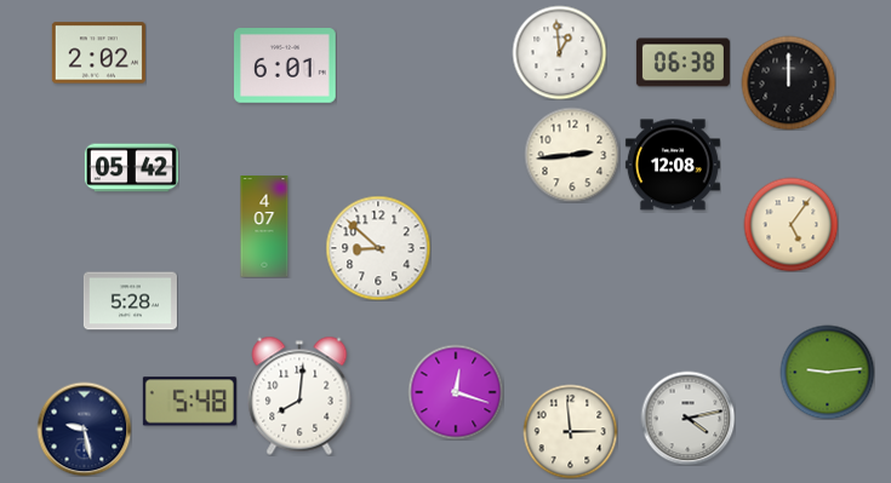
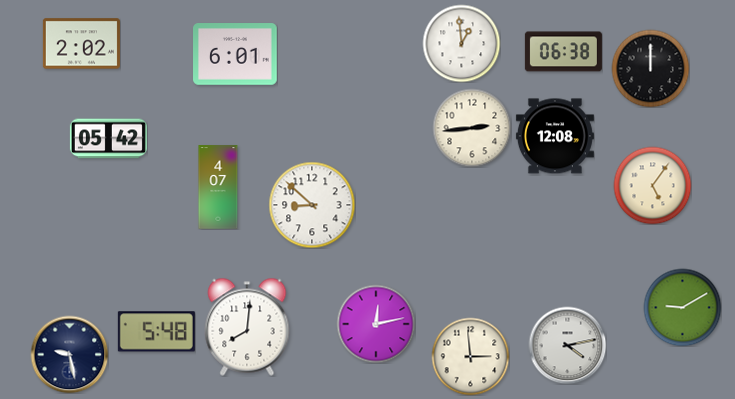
clock at (130, 301): 5:28 -> none
clock at (827, 372): 9:14 -> 9:10
clock at (456, 392): 12:18 -> 12:13
